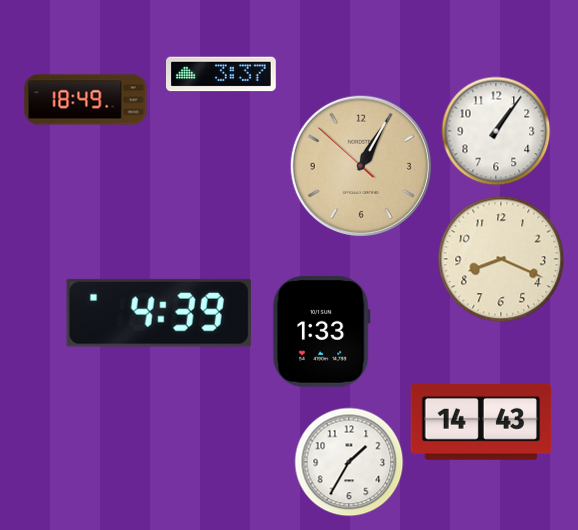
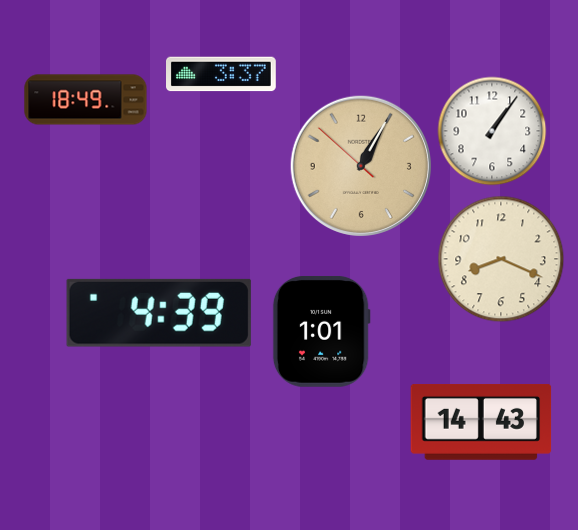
clock at (496, 131) position: (496, 131) -> (492, 131)
clock at (321, 331): 1:33 -> 1:01
clock at (349, 462): 1:35 -> none
